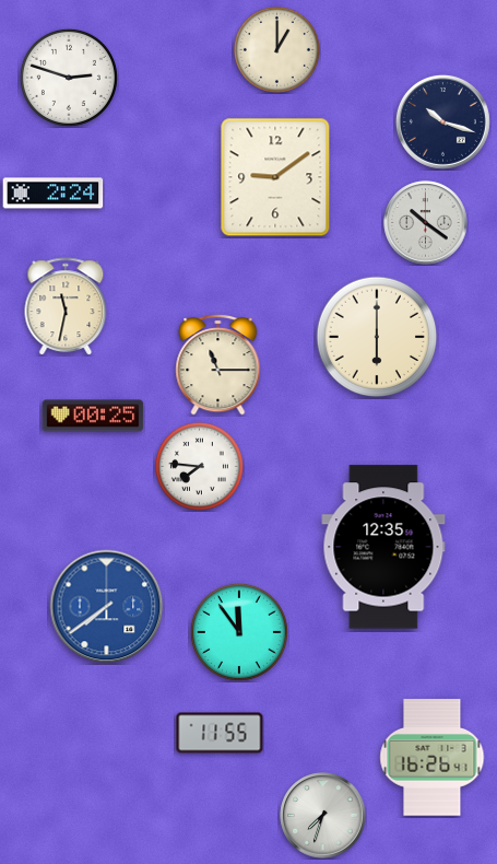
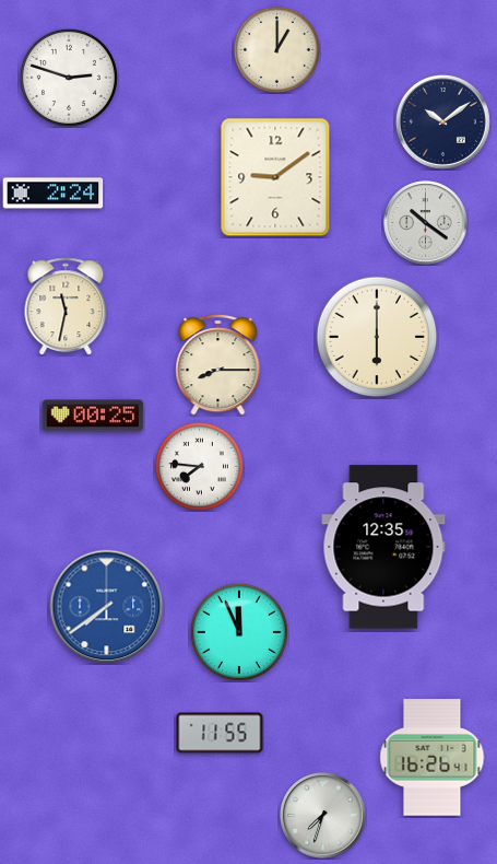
clock at (442, 121): 10:18 -> 10:09
clock at (218, 364): 11:15 -> 8:15
clock at (239, 632): 11:54 -> 11:56
